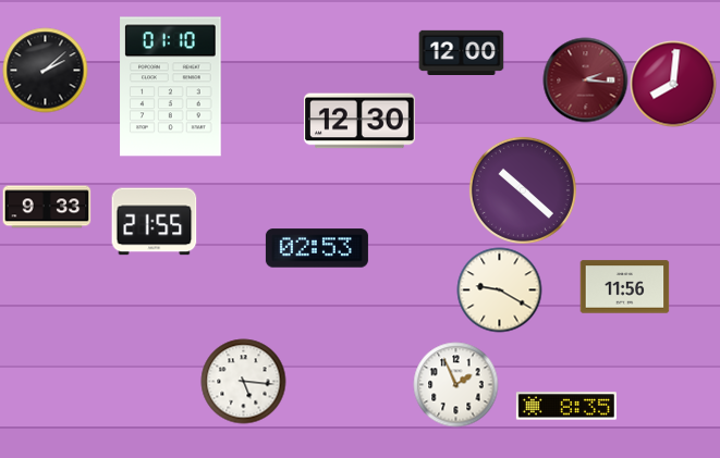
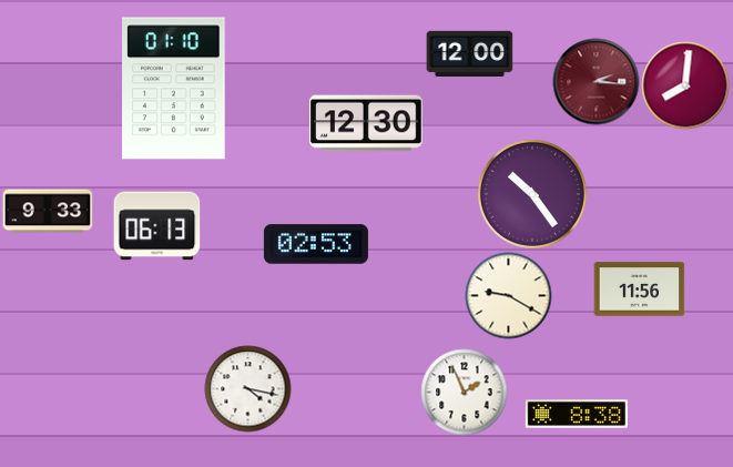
clock at (45, 70): 2:08 -> none
clock at (523, 190): 10:22 -> 10:24
clock at (154, 222): 21:55 -> 06:13
clock at (317, 248) position: (317, 248) -> (316, 244)
clock at (624, 287) position: (624, 287) -> (639, 290)
clock at (243, 381): 5:16 -> 4:17
clock at (566, 406): 8:35 -> 8:38
